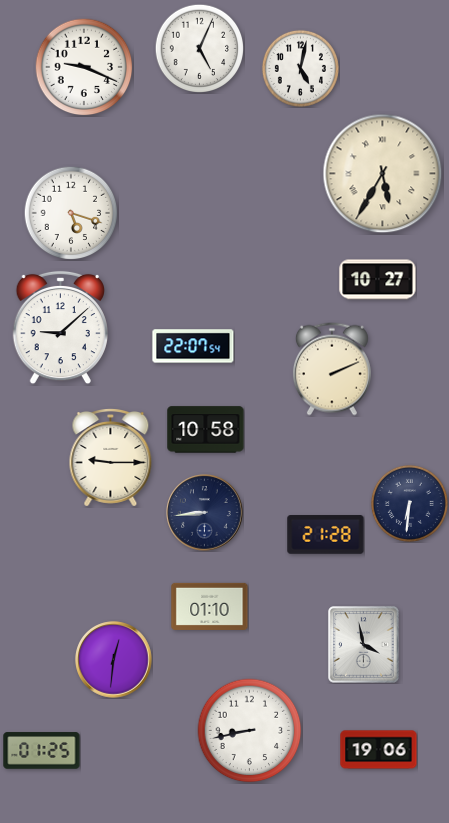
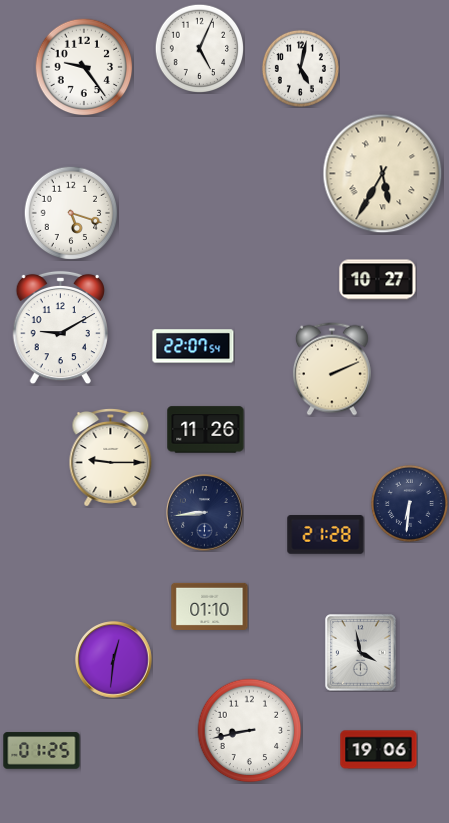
clock at (84, 67): 9:19 -> 9:24
clock at (60, 328): 9:08 -> 9:10
clock at (206, 430): 10:58 -> 11:26
clock at (364, 645) position: (364, 645) -> (361, 653)
